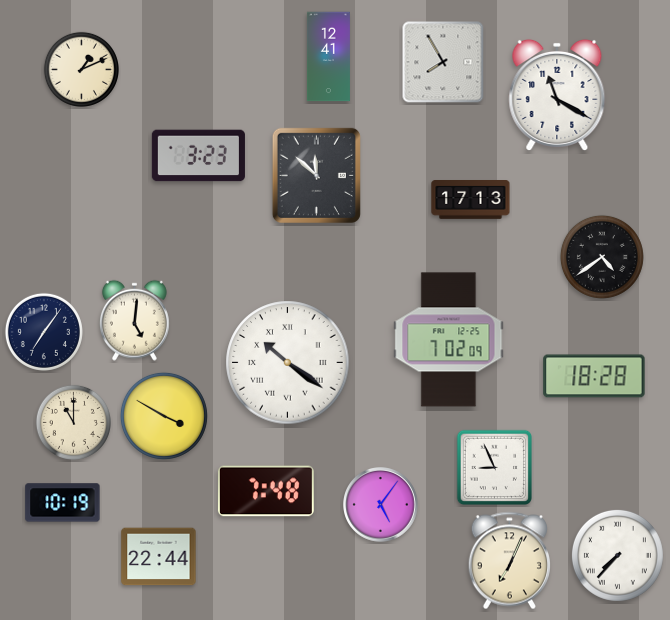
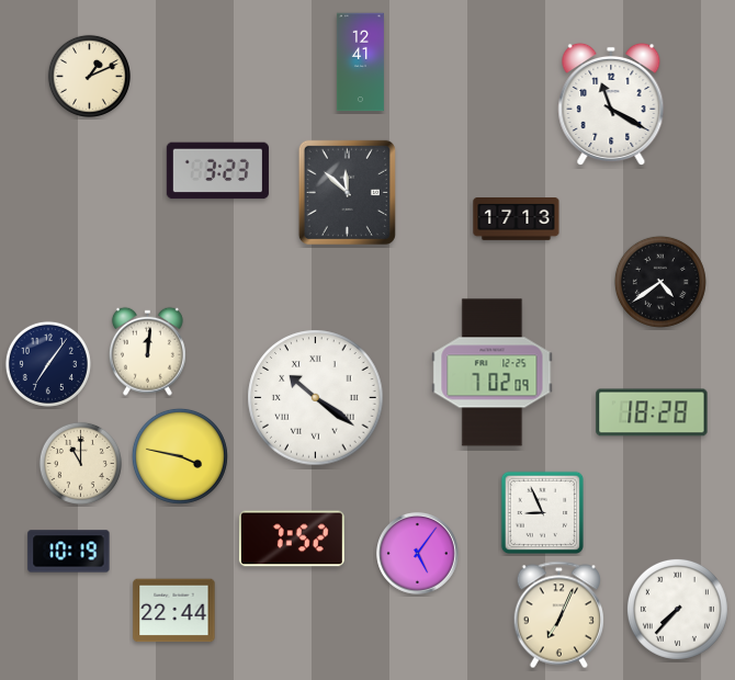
clock at (443, 62): 7:55 -> none
clock at (134, 320): 5:01 -> 12:01
clock at (164, 416): 3:50 -> 3:47
clock at (266, 491): 7:48 -> 7:52
